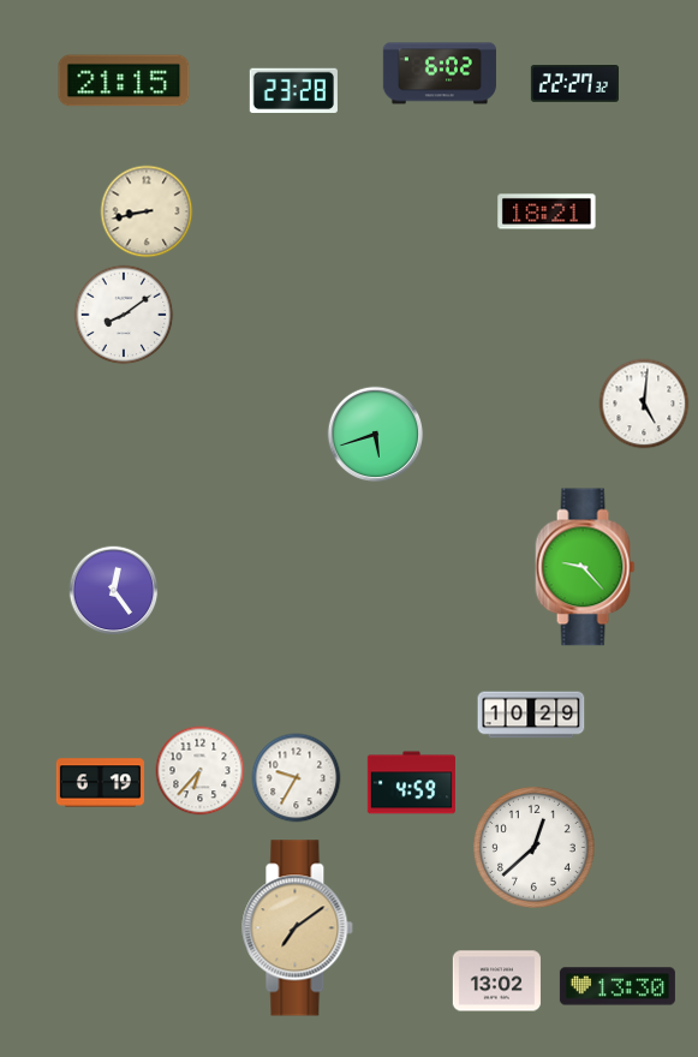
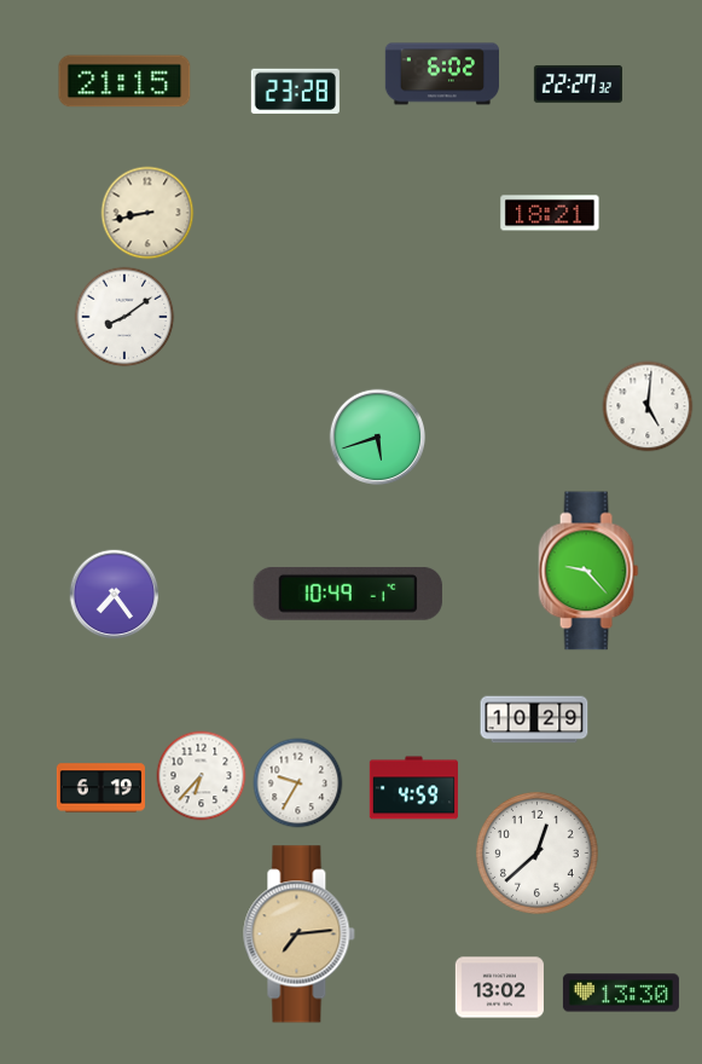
clock at (348, 594): none -> 10:49
clock at (114, 591): 12:24 -> 7:24
clock at (298, 928): 7:09 -> 7:14
